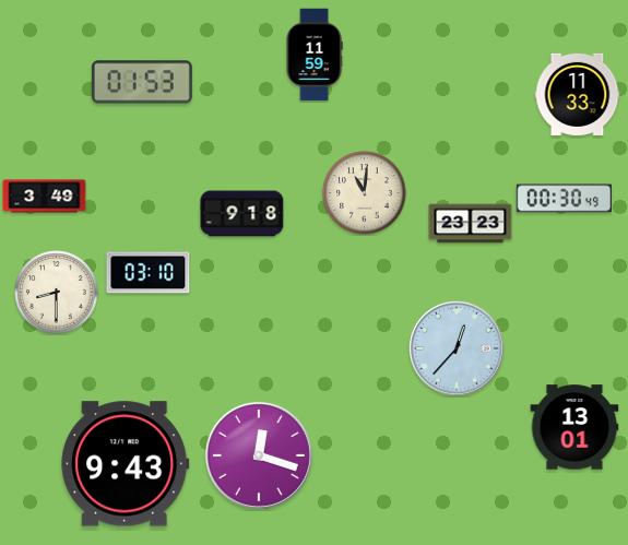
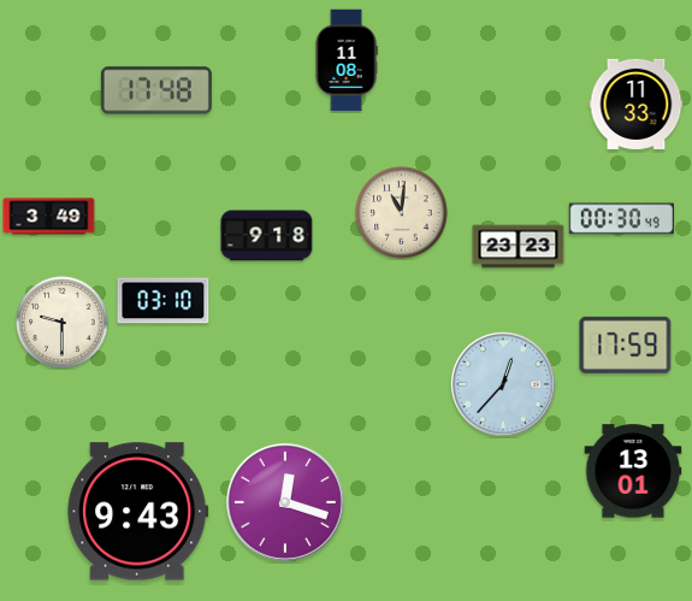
clock at (315, 55): 11:59 -> 11:08
clock at (142, 82): 01:53 -> 17:48
clock at (57, 293): 8:30 -> 9:30
clock at (626, 344): none -> 17:59
